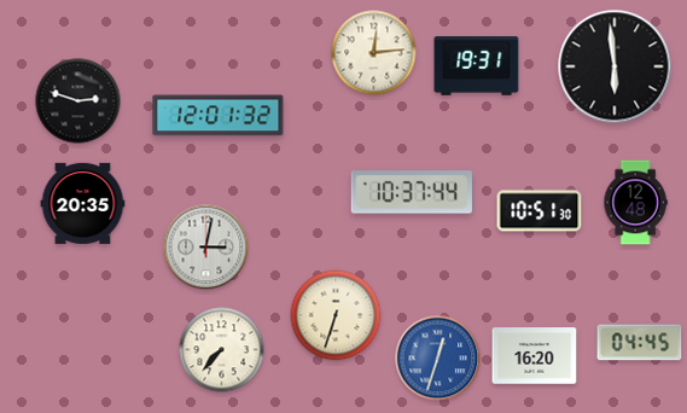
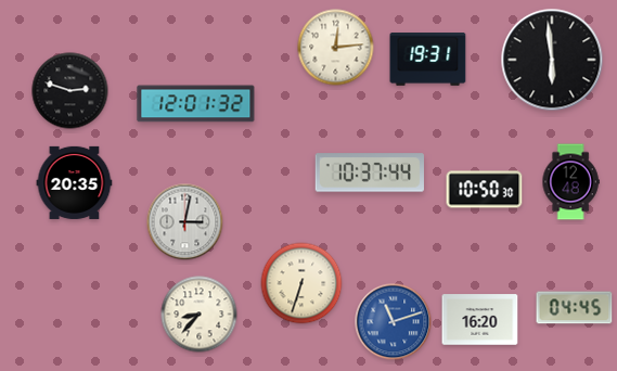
clock at (540, 211): 10:51 -> 10:50
clock at (222, 350): 7:37 -> 8:37
clock at (438, 359): 12:33 -> 11:12
